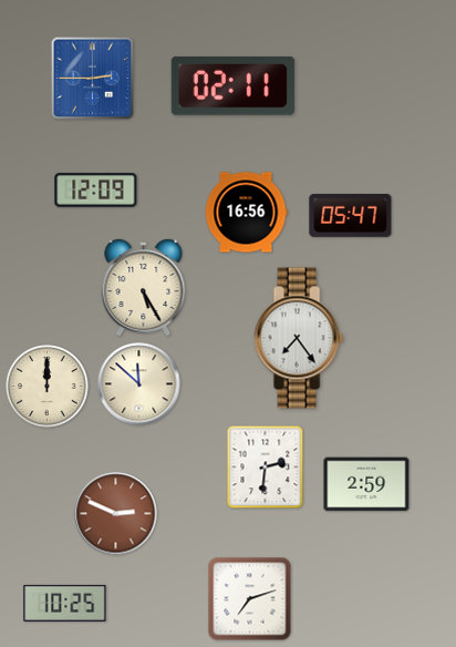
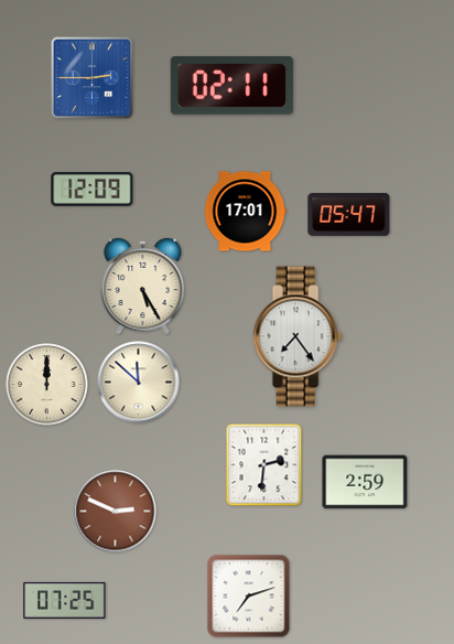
clock at (96, 191) position: (96, 191) -> (93, 190)
clock at (246, 213): 16:56 -> 17:01
clock at (65, 603): 10:25 -> 07:25
